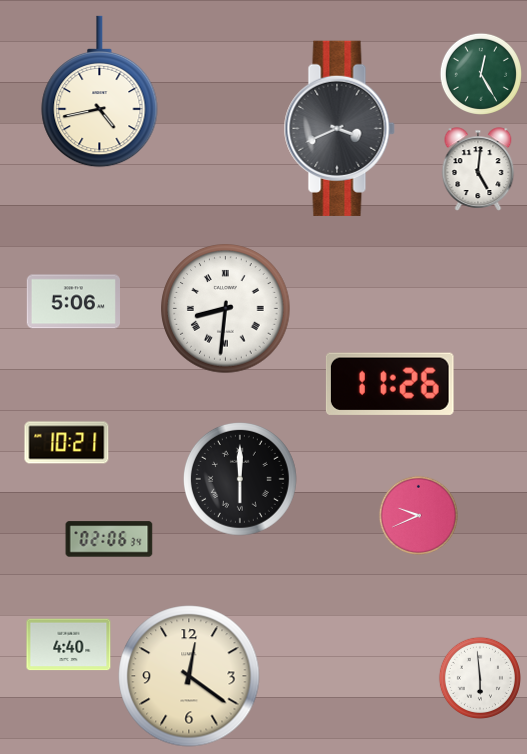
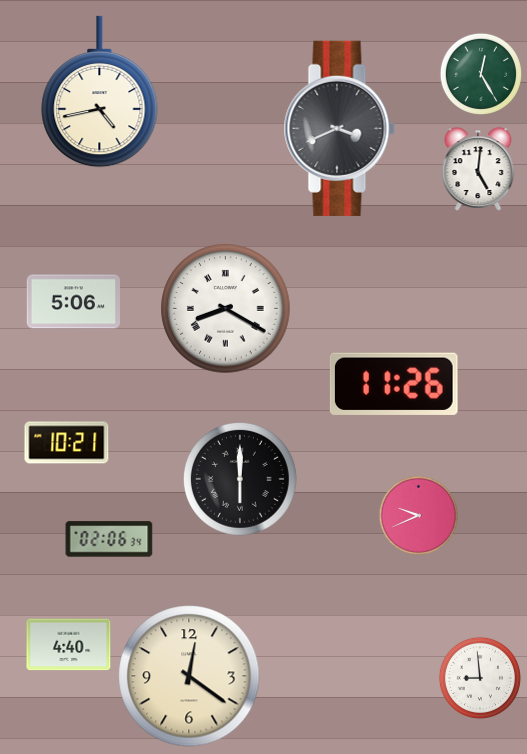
clock at (226, 309): 8:31 -> 8:20
clock at (390, 384) position: (390, 384) -> (394, 384)
clock at (480, 678): 5:59 -> 8:59
